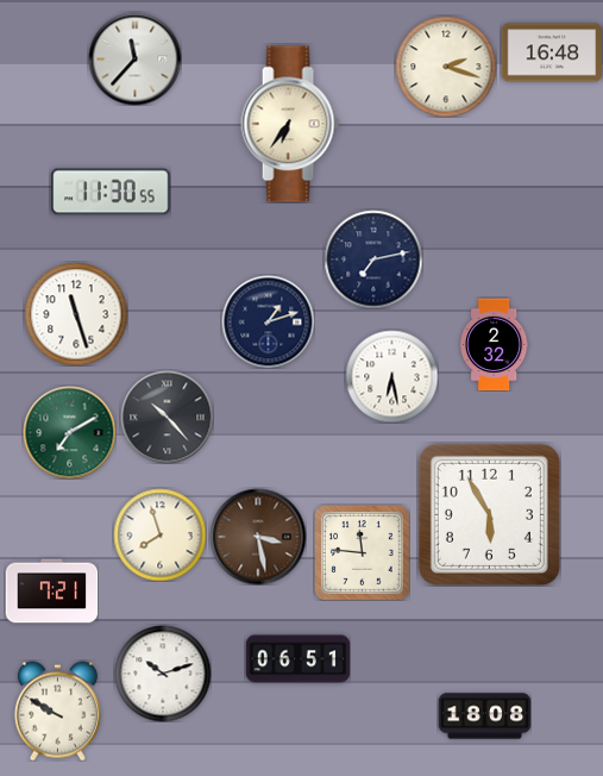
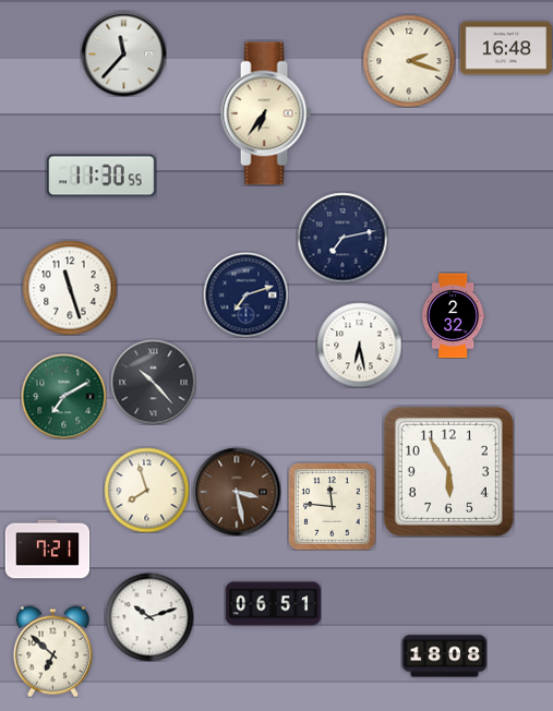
clock at (268, 321): 1:12 -> 7:12
clock at (51, 592) position: (51, 592) -> (47, 550)
clock at (57, 711): 9:50 -> 6:52
